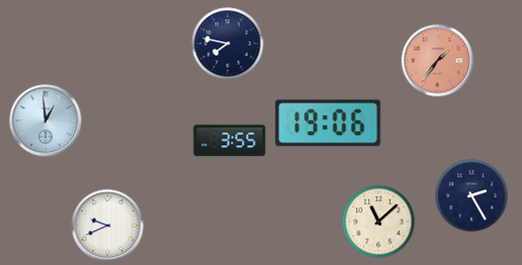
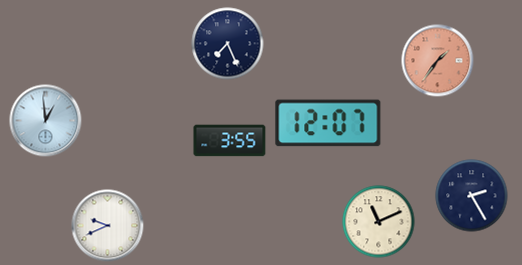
clock at (228, 44): 7:47 -> 7:26
clock at (328, 123): 19:06 -> 12:07
clock at (379, 222): 11:08 -> 11:11
